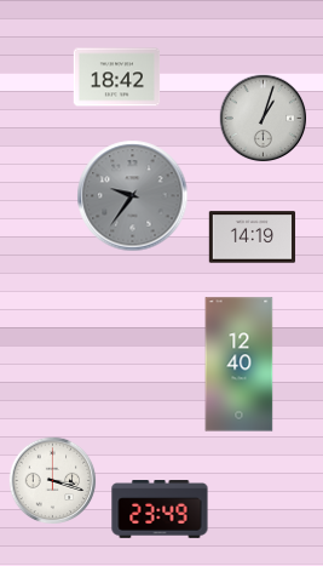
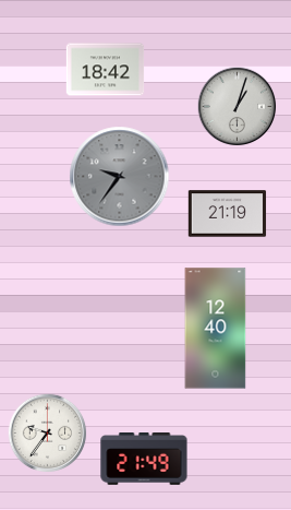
clock at (253, 238): 14:19 -> 21:19
clock at (53, 481): 3:18 -> 9:36
clock at (160, 510): 23:49 -> 21:49
